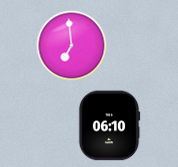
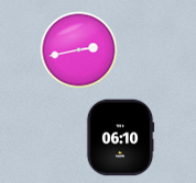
clock at (72, 46): 6:59 -> 2:43
